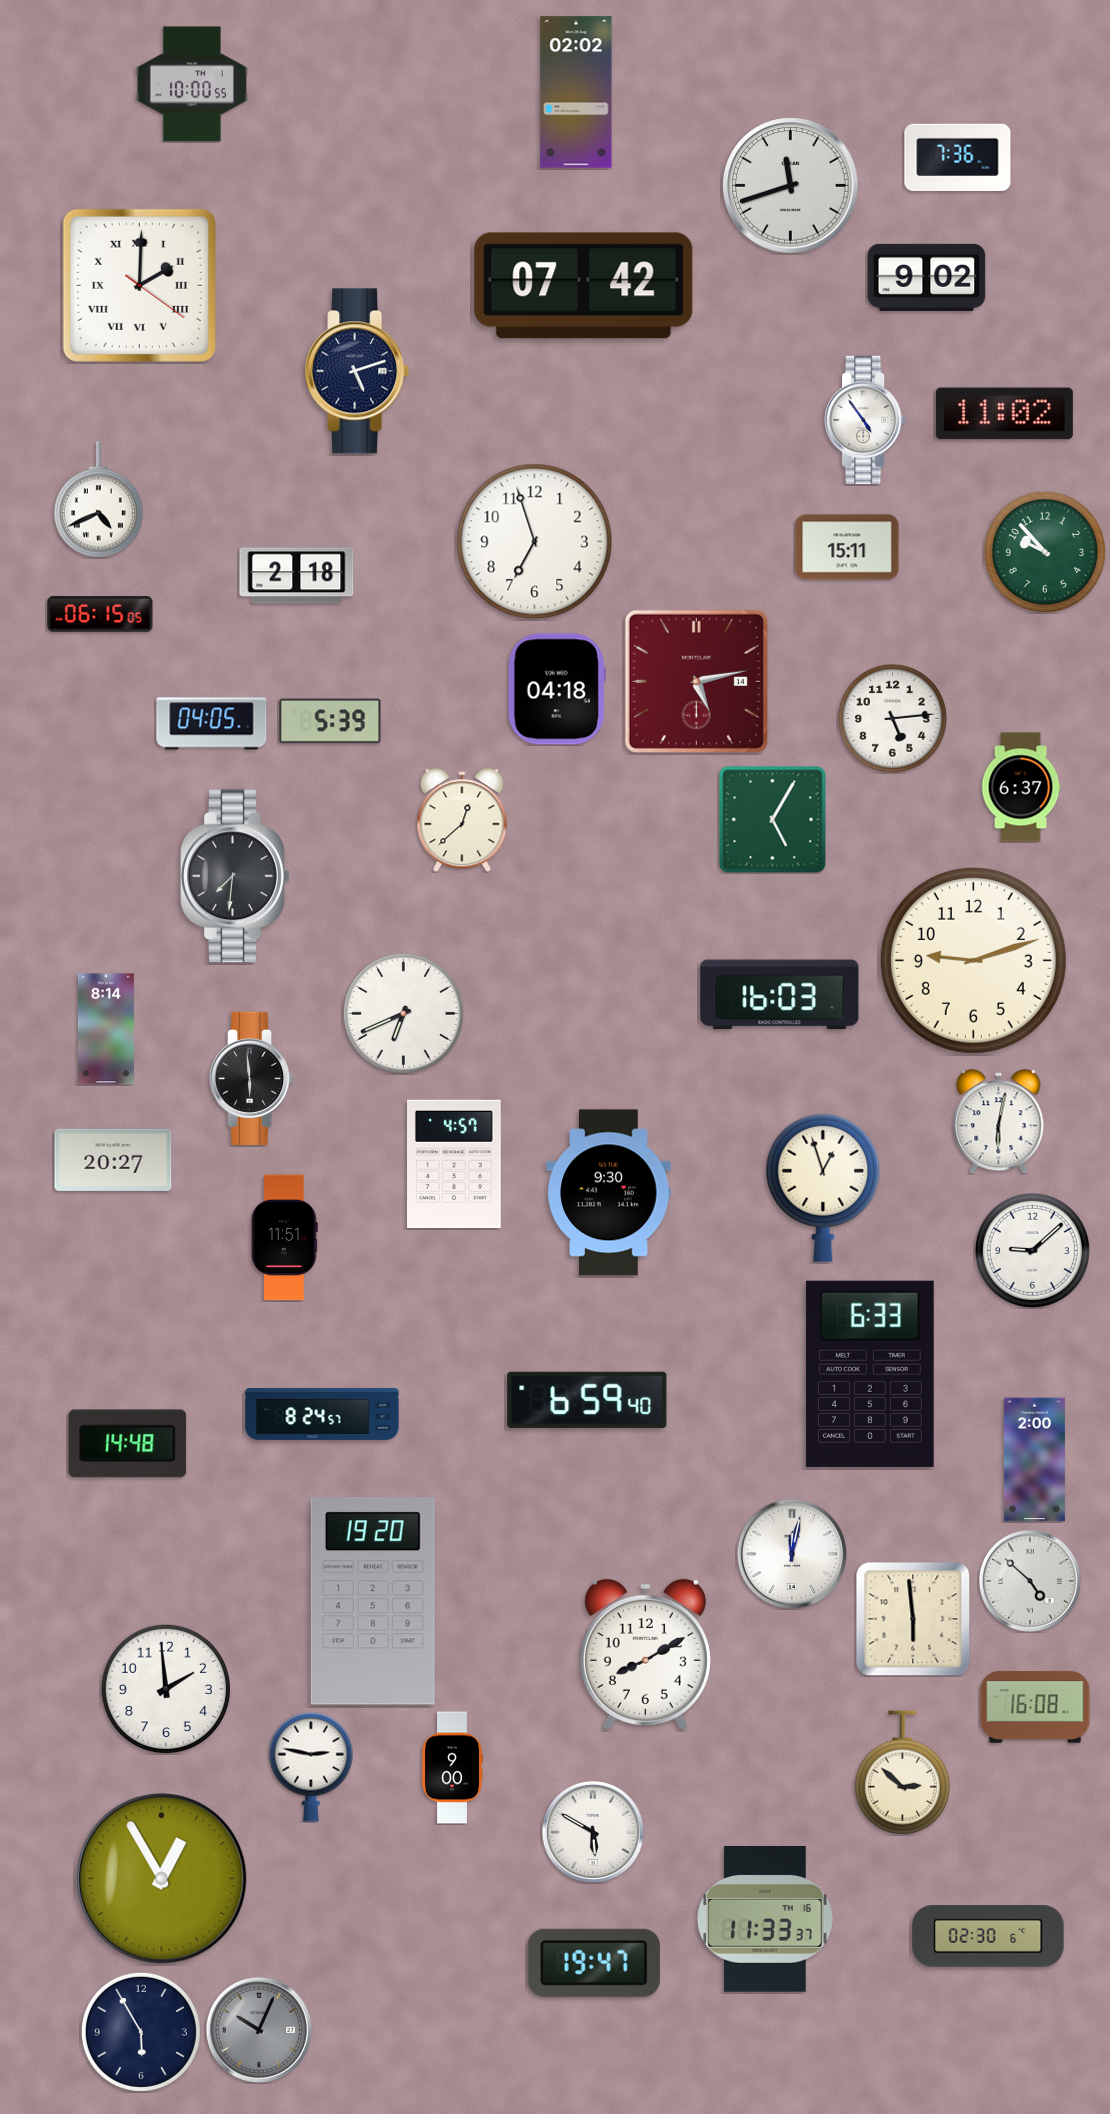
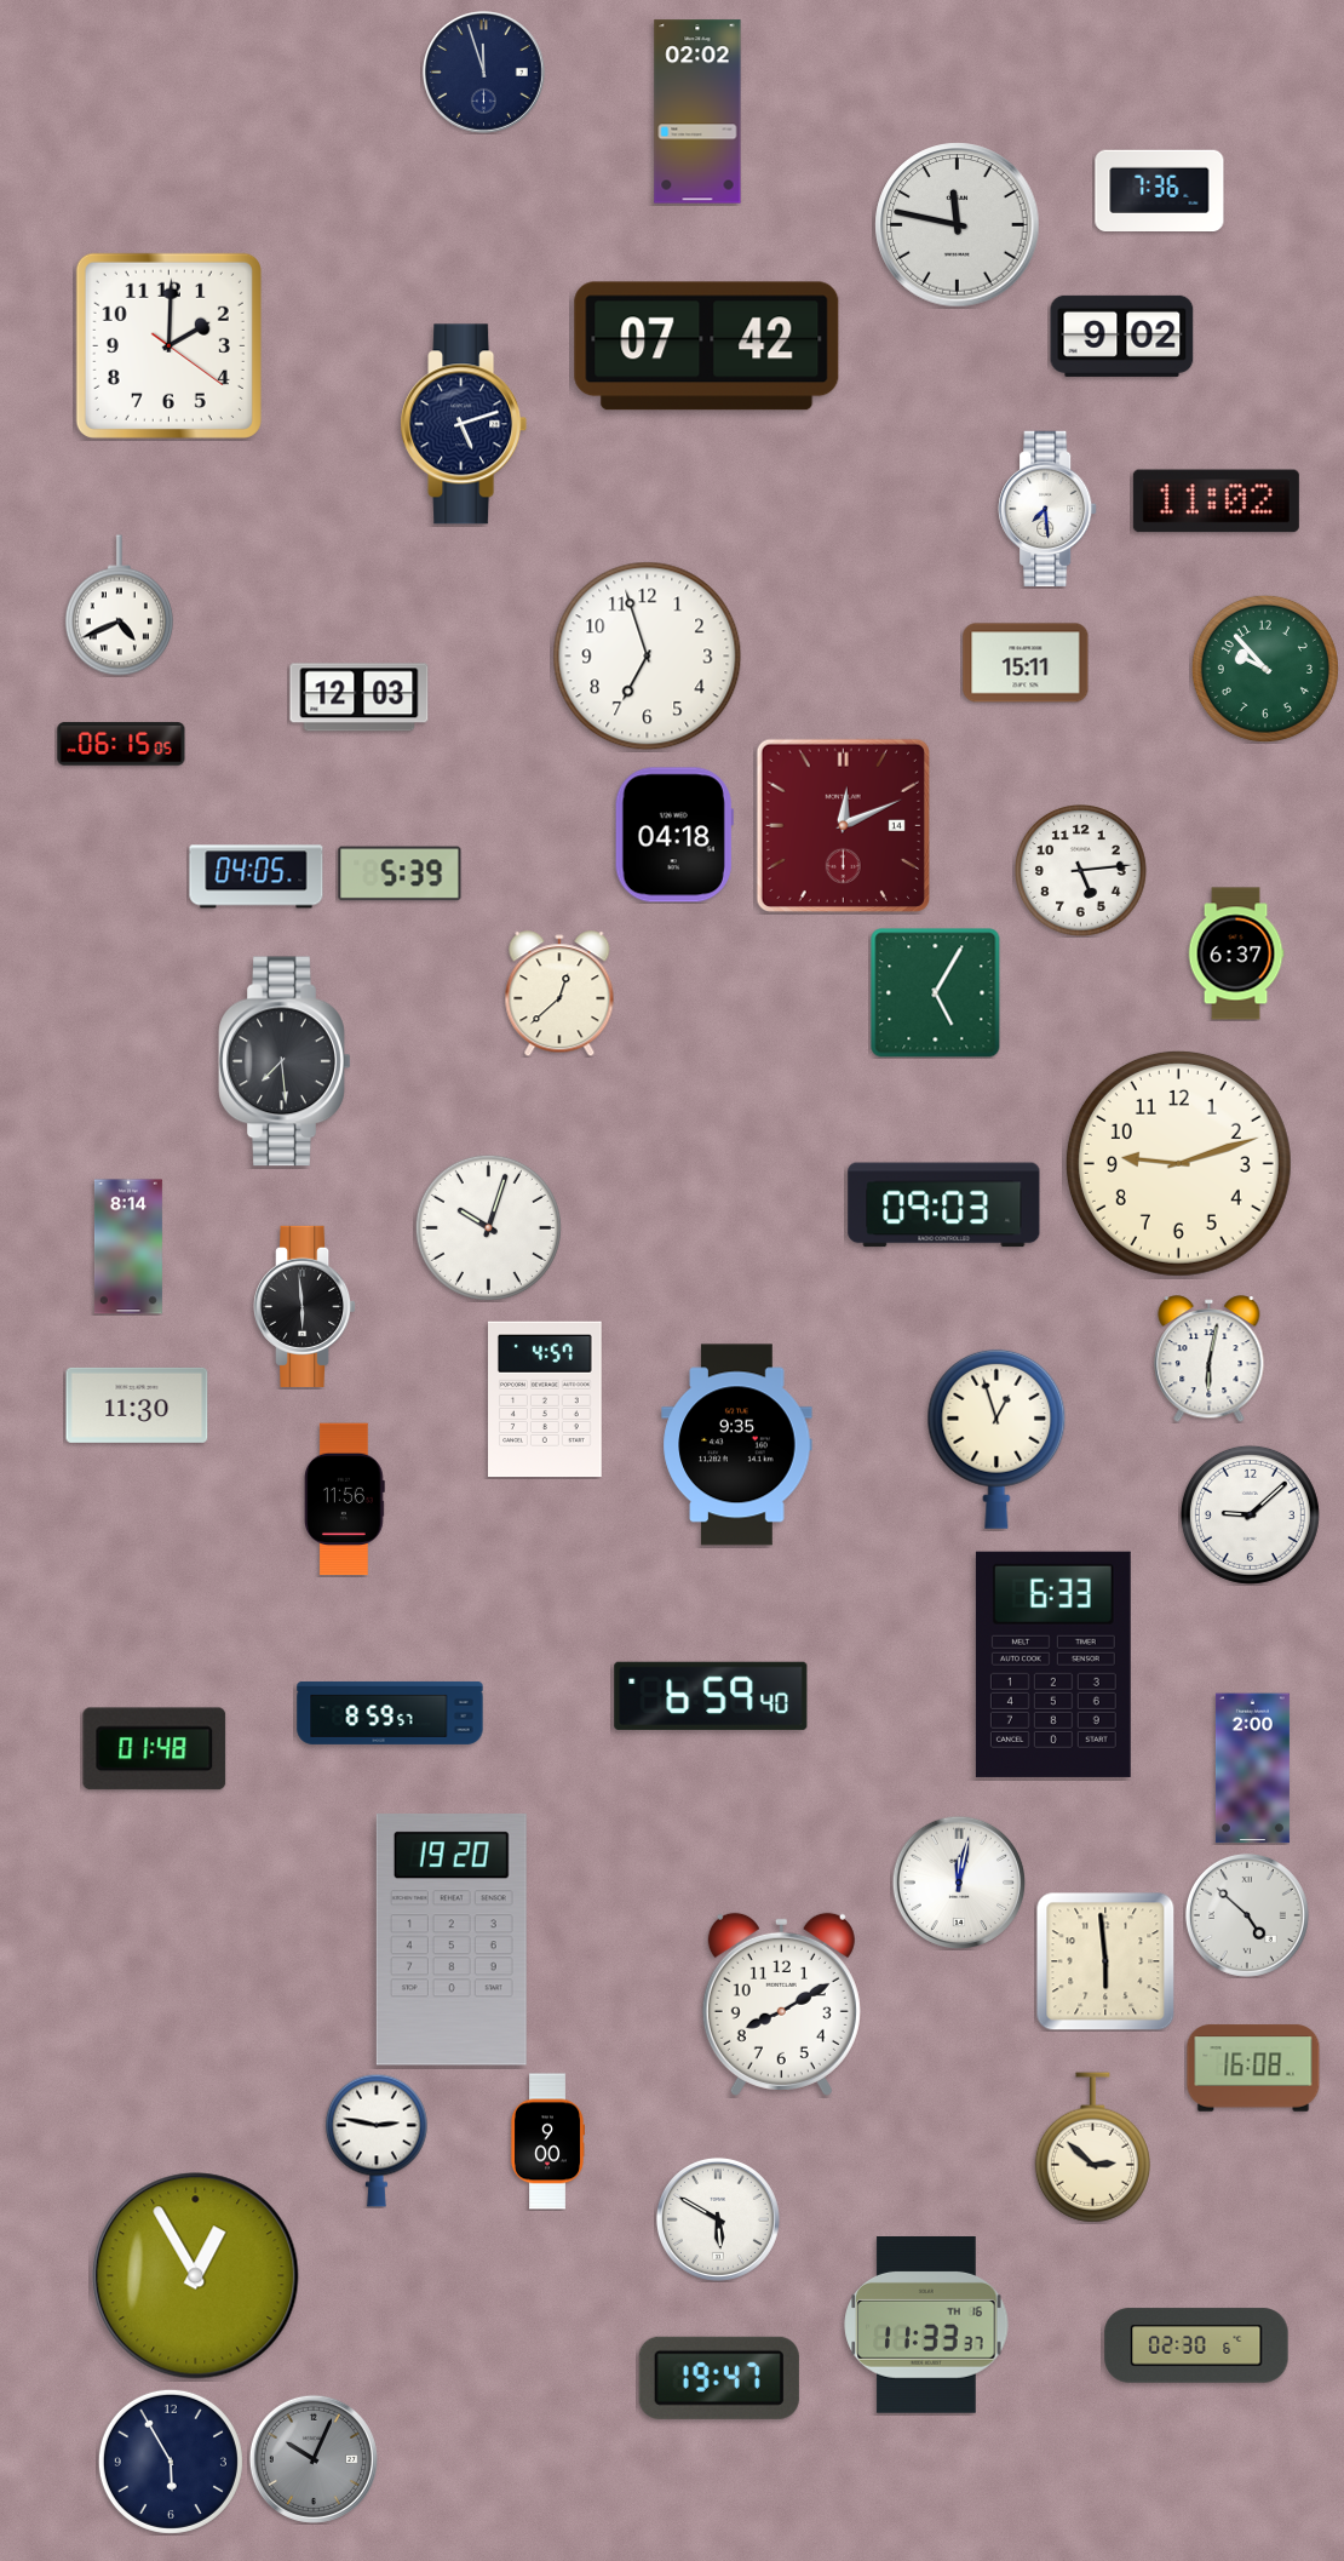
clock at (483, 71): none -> 11:57
clock at (192, 84): 10:00 -> none
clock at (791, 186): 11:42 -> 11:47
clock at (139, 285) numerals: Roman -> Arabic
clock at (357, 371) position: (357, 371) -> (464, 424)
clock at (865, 420): 4:54 -> 7:29
clock at (297, 576): 2:18 -> 12:03
clock at (696, 681): 5:13 -> 12:11
clock at (235, 876): 7:31 -> 7:29
clock at (780, 995): 16:03 -> 09:03
clock at (403, 1013): 6:41 -> 10:03
clock at (113, 1160): 20:27 -> 11:30
clock at (455, 1164) position: (455, 1164) -> (546, 1399)
clock at (609, 1193): 9:30 -> 9:35
clock at (284, 1238): 11:51 -> 11:56
clock at (322, 1414): 8:24 -> 8:59
clock at (128, 1444): 14:48 -> 01:48
clock at (165, 1688): 1:59 -> none
